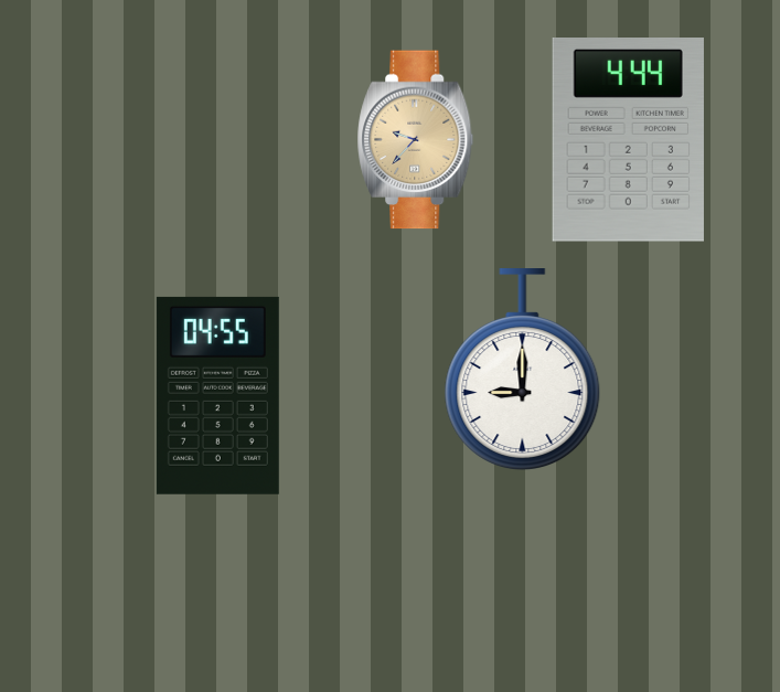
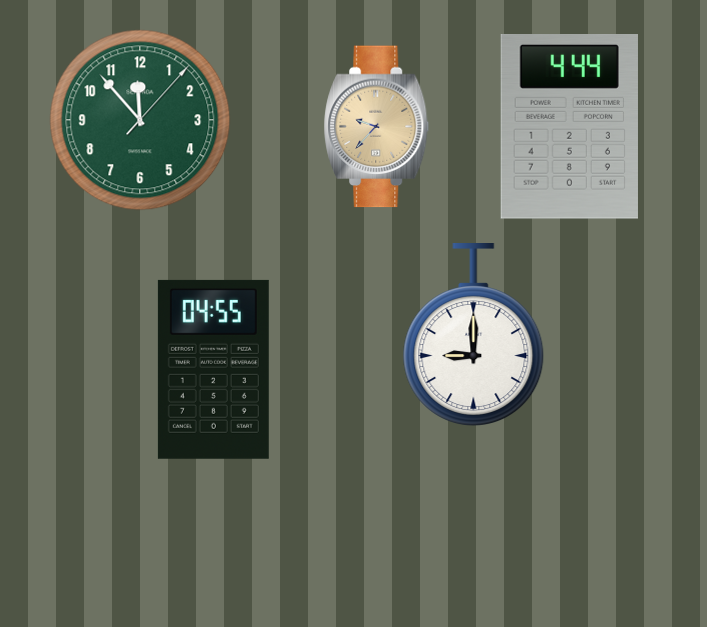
clock at (140, 120): none -> 11:53
clock at (217, 395) position: (217, 395) -> (213, 369)
